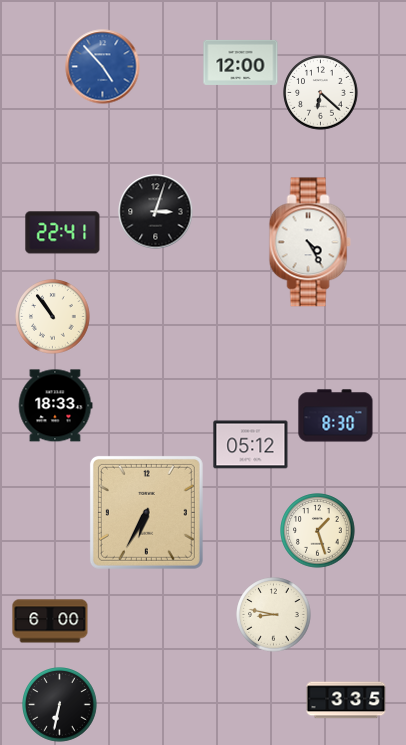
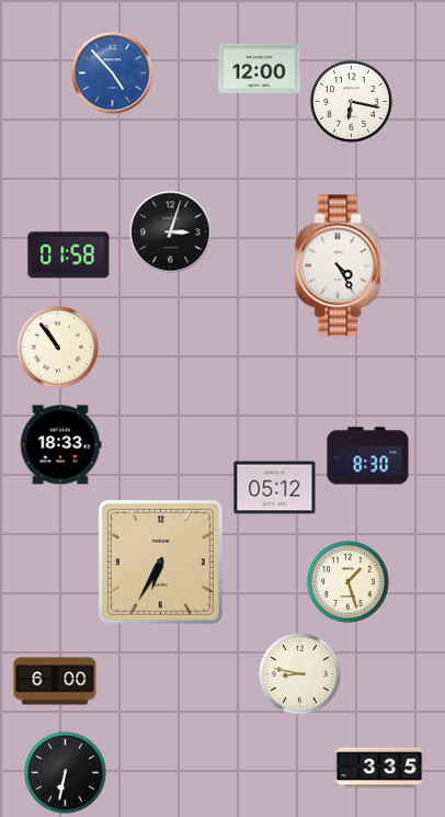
clock at (241, 62) position: (241, 62) -> (260, 68)
clock at (321, 93): 6:22 -> 6:17
clock at (63, 233): 22:41 -> 01:58
